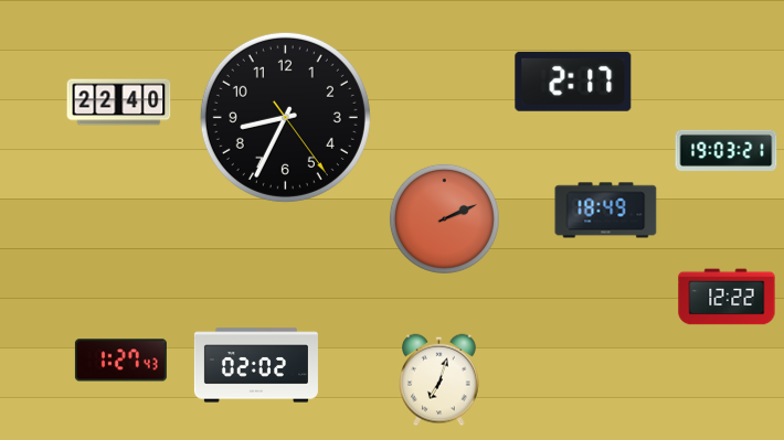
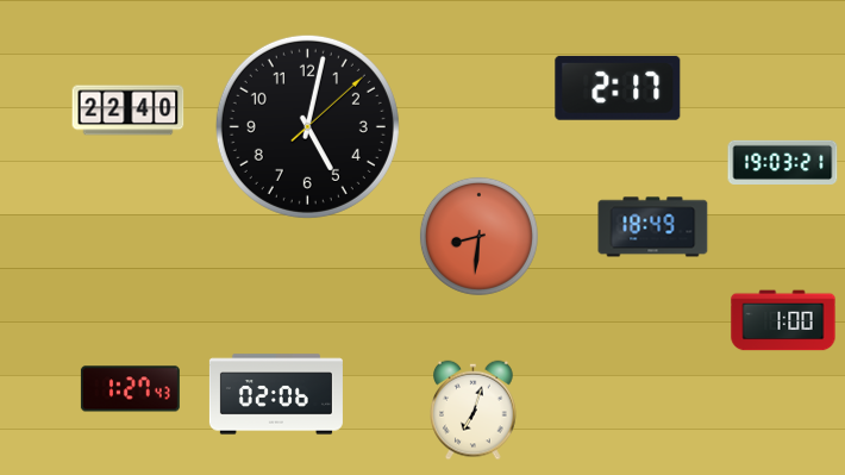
clock at (285, 117): 8:34 -> 5:02
clock at (444, 218): 2:11 -> 8:31
clock at (727, 297): 12:22 -> 1:00
clock at (256, 365): 02:02 -> 02:06
